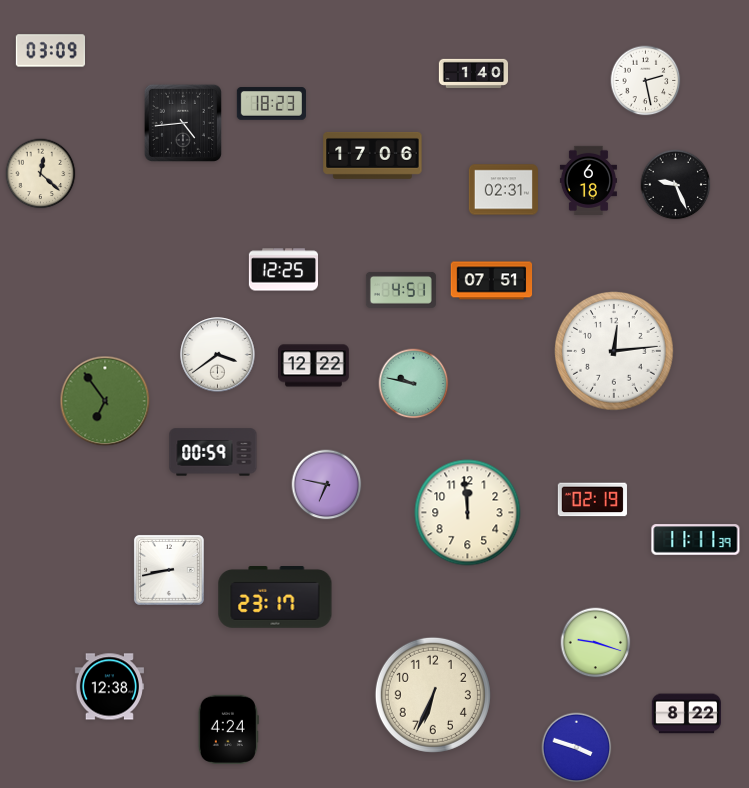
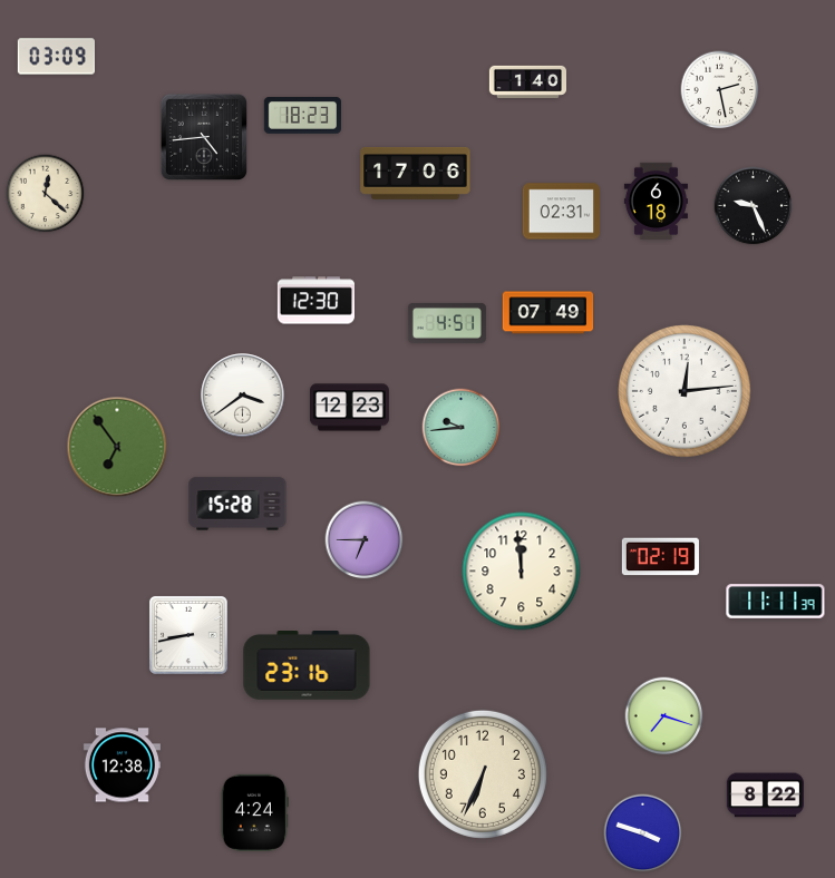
clock at (283, 270): 12:25 -> 12:30
clock at (492, 281): 07:51 -> 07:49
clock at (314, 366): 12:22 -> 12:23
clock at (414, 384): 9:47 -> 9:44
clock at (213, 452): 00:59 -> 15:28
clock at (327, 485): 6:47 -> 6:45
clock at (275, 598): 23:17 -> 23:16
clock at (596, 643): 9:18 -> 7:18
